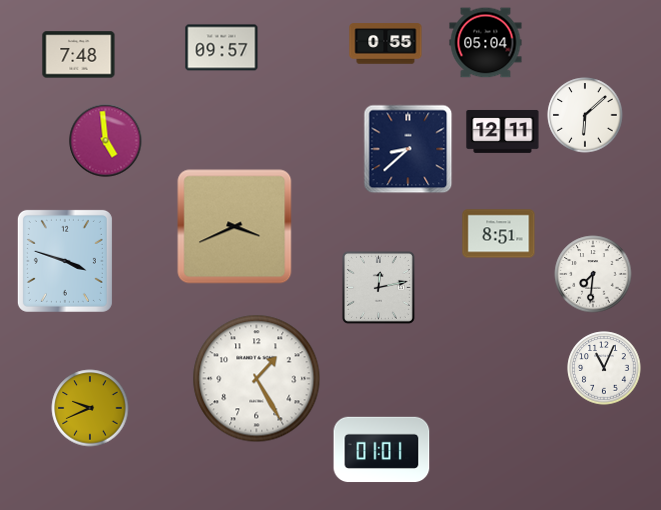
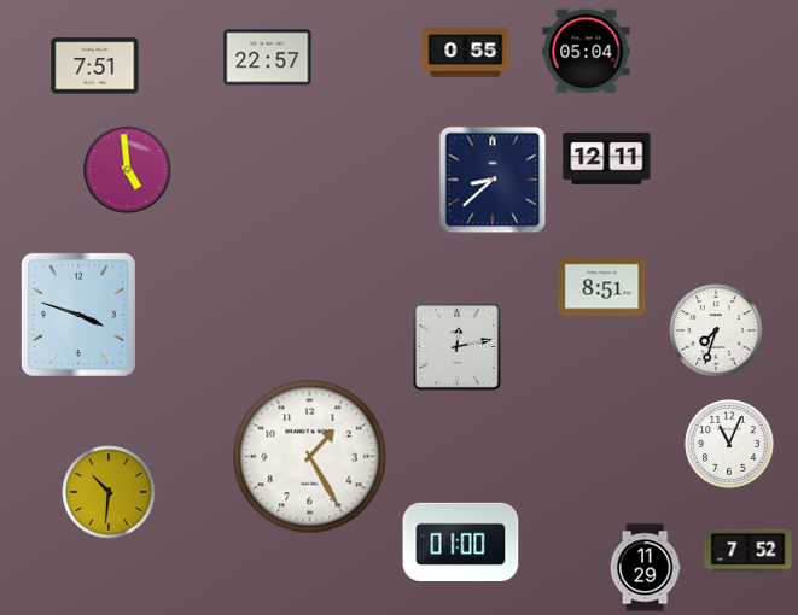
clock at (222, 48): 09:57 -> 22:57
clock at (79, 55): 7:48 -> 7:51
clock at (585, 115): 6:08 -> none
clock at (235, 227): 3:41 -> none
clock at (499, 234) position: (499, 234) -> (602, 287)
clock at (593, 274): 7:31 -> 7:33
clock at (90, 408): 9:41 -> 10:31
clock at (382, 450): 01:01 -> 01:00
clock at (749, 551): none -> 7:52
clock at (645, 568): none -> 11:29
